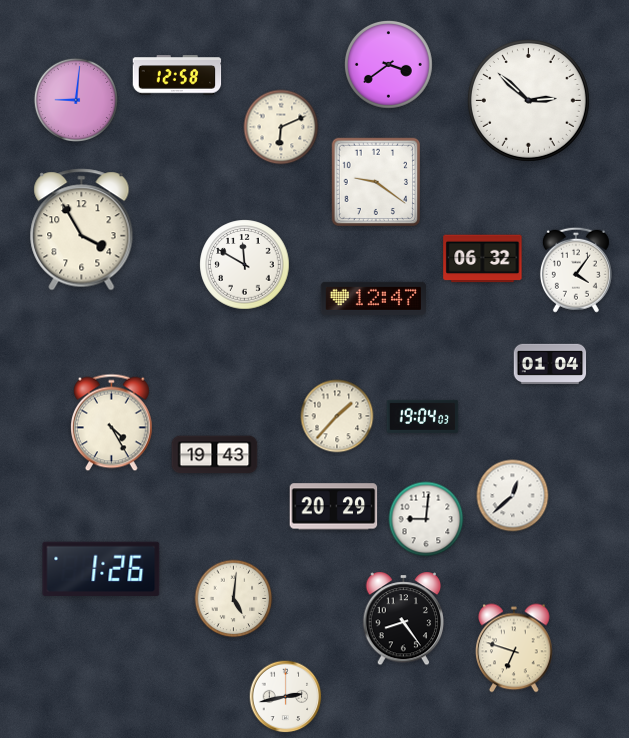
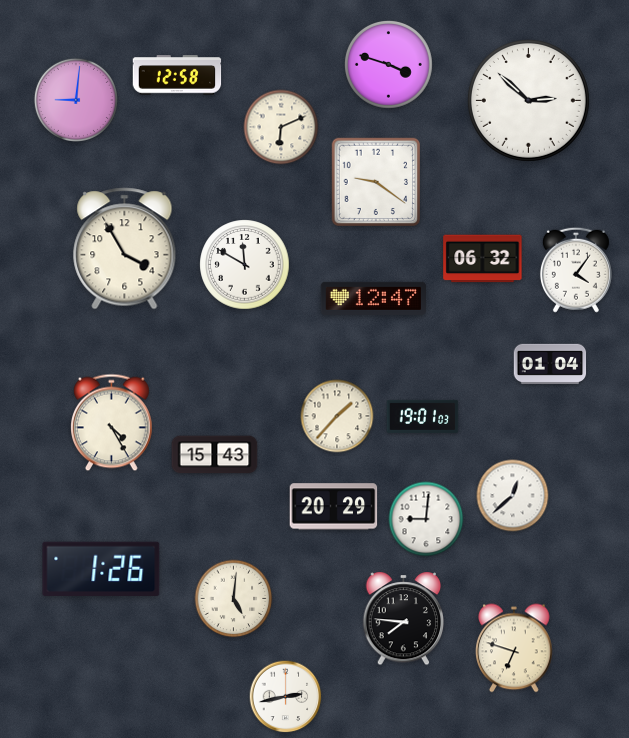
clock at (389, 65): 3:39 -> 3:48
clock at (82, 230) position: (82, 230) -> (125, 249)
clock at (423, 416): 19:04 -> 19:01
clock at (215, 455): 19:43 -> 15:43
clock at (404, 619): 8:24 -> 7:46
